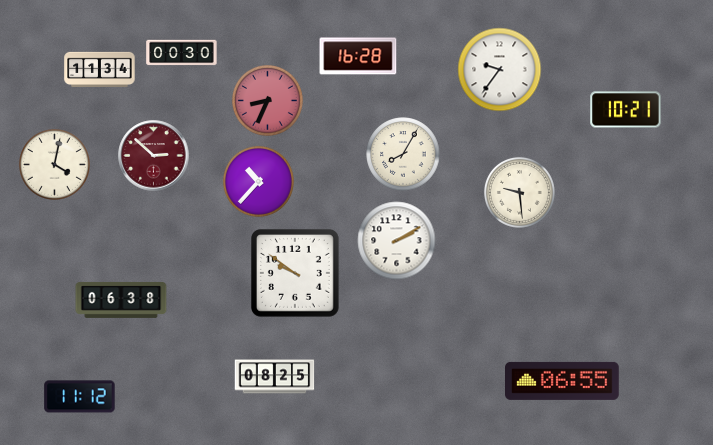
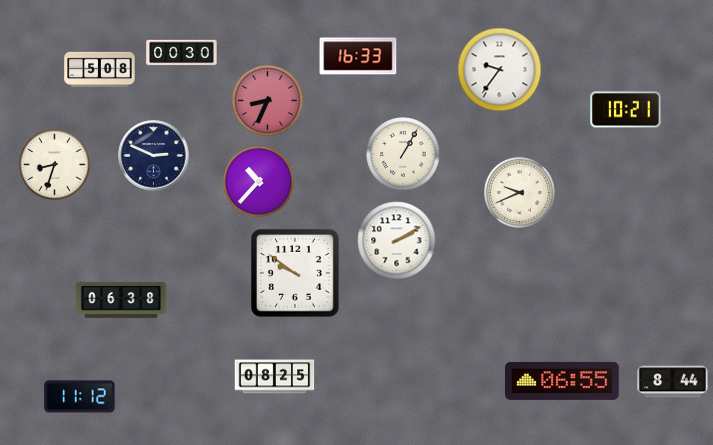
clock at (358, 56): 16:28 -> 16:33
clock at (100, 69): 11:34 -> 5:08
clock at (403, 154): 8:05 -> 1:05
clock at (154, 156): 2:52 -> 2:49
clock at (154, 156) dial: burgundy -> navy
clock at (54, 164): 4:02 -> 8:33
clock at (519, 192): 9:29 -> 9:41
clock at (673, 382): none -> 8:44
